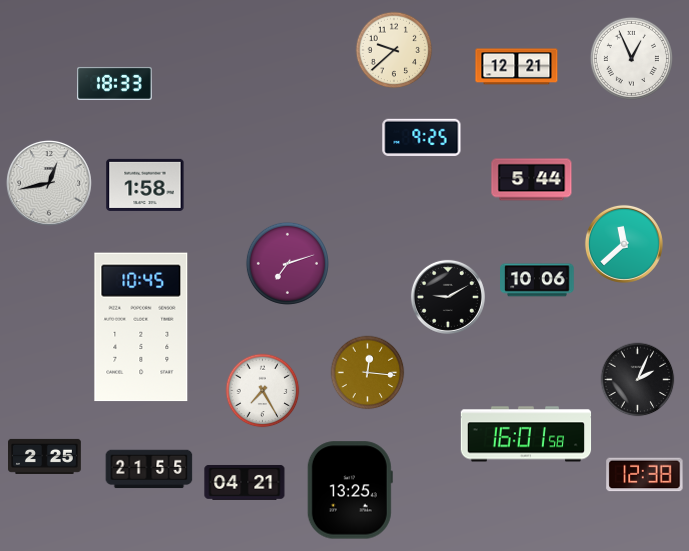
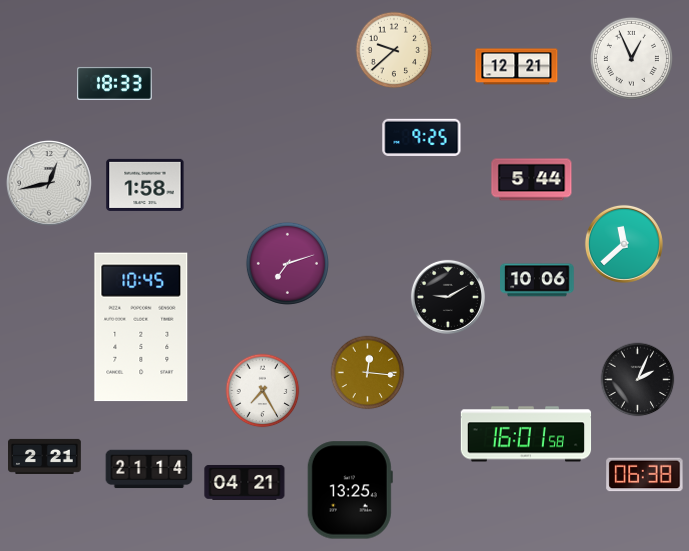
clock at (45, 456): 2:25 -> 2:21
clock at (149, 469): 21:55 -> 21:14
clock at (645, 475): 12:38 -> 06:38
